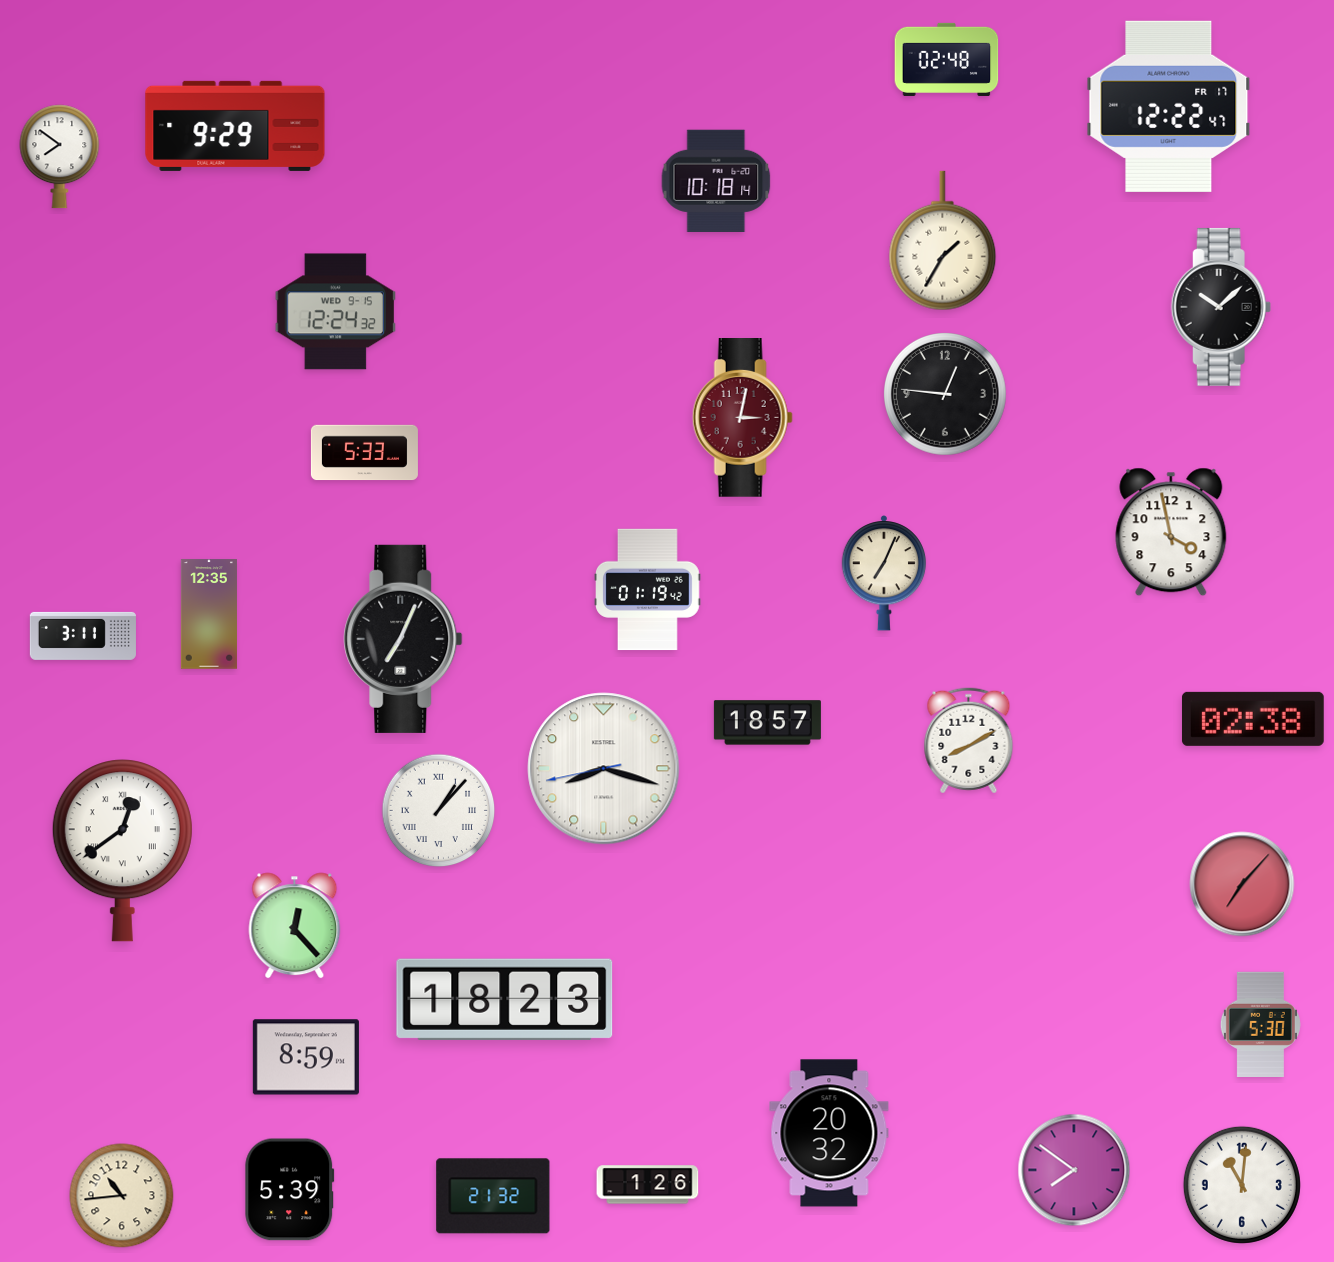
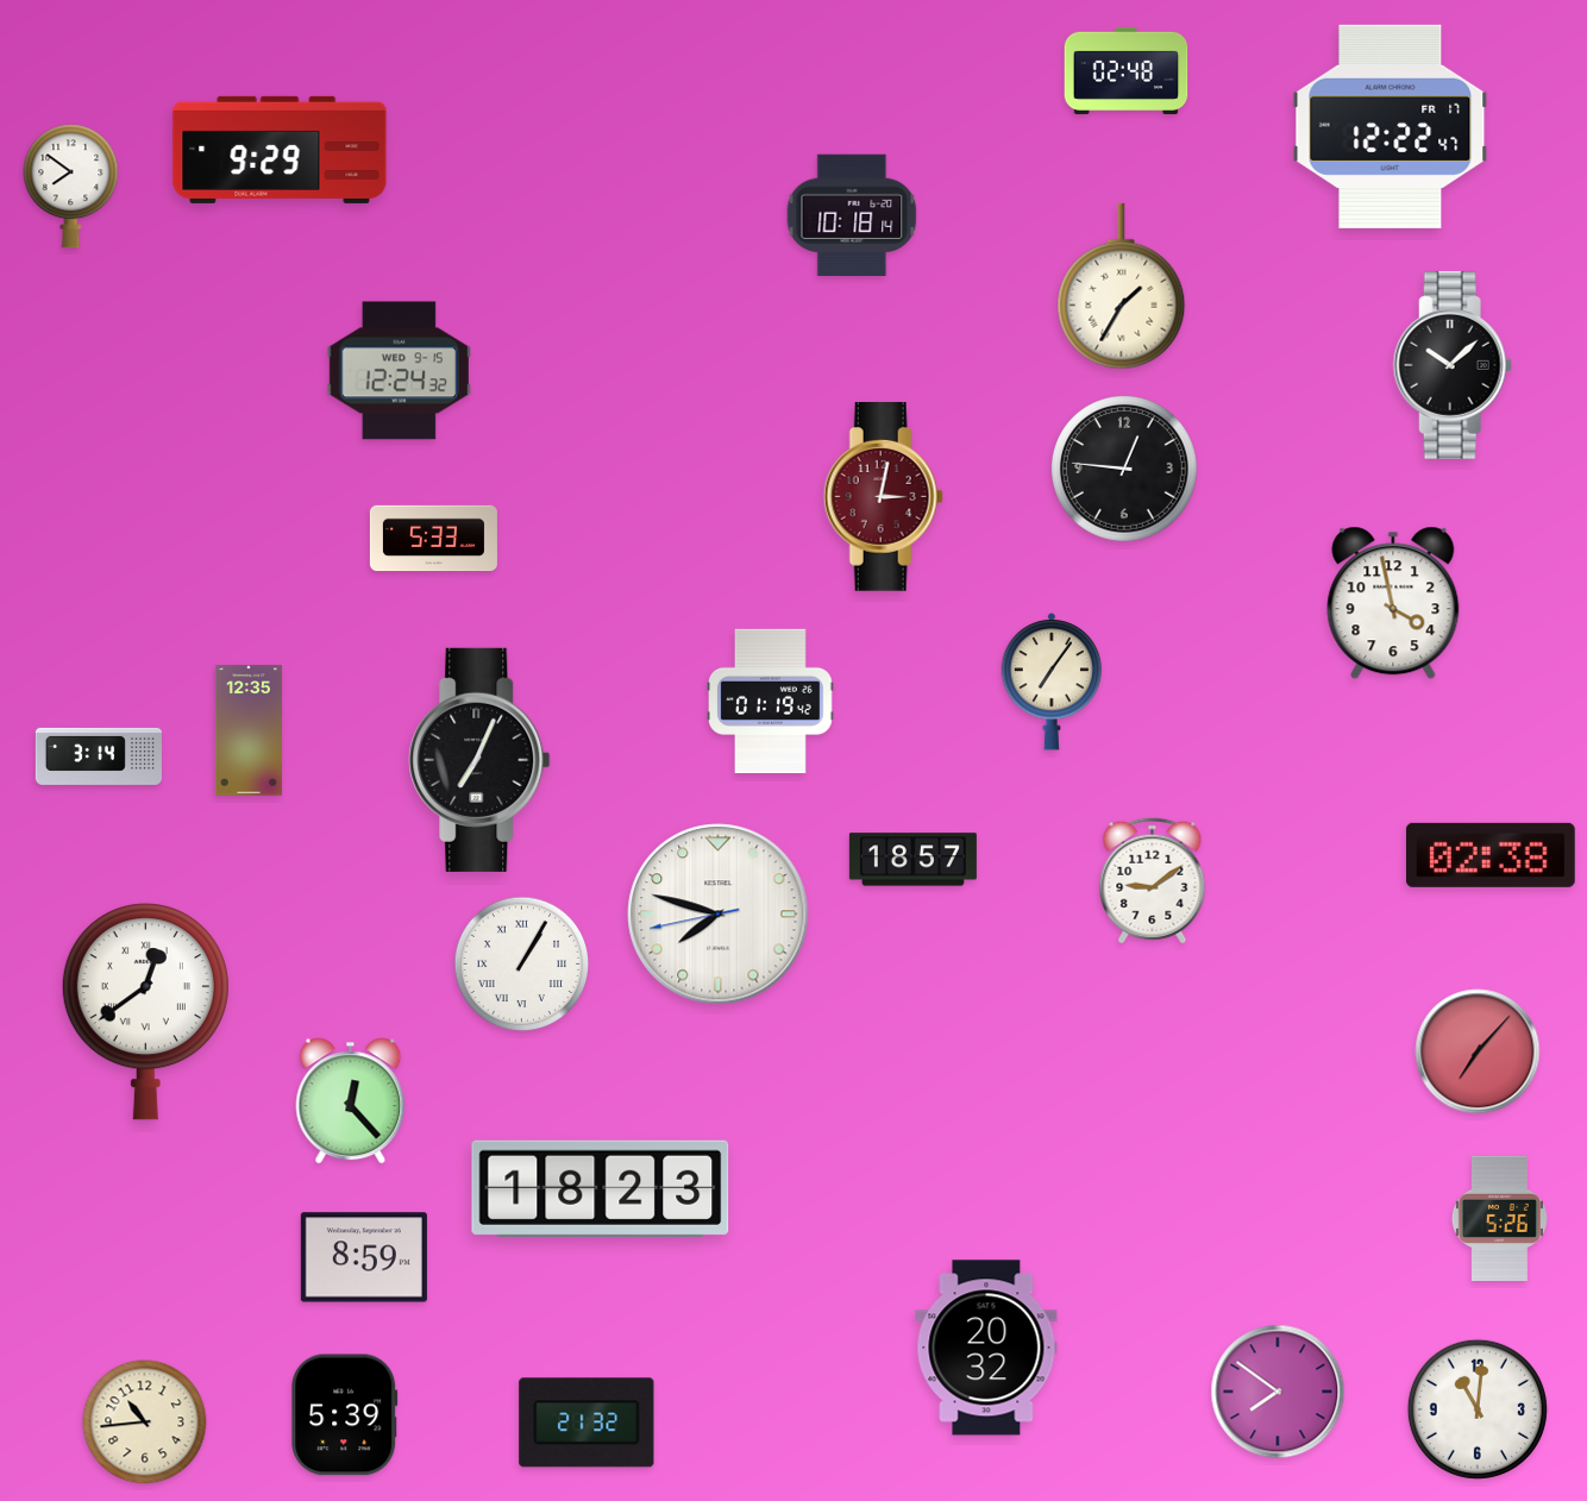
clock at (1171, 532) position: (1171, 532) -> (1393, 603)
clock at (884, 573): 7:04 -> 7:06
clock at (83, 636): 3:11 -> 3:14
clock at (969, 741): 8:10 -> 9:09
clock at (604, 769): 8:17 -> 7:47
clock at (439, 811): 1:07 -> 1:05
clock at (1260, 1024): 5:30 -> 5:26
clock at (648, 1185): 1:26 -> none
